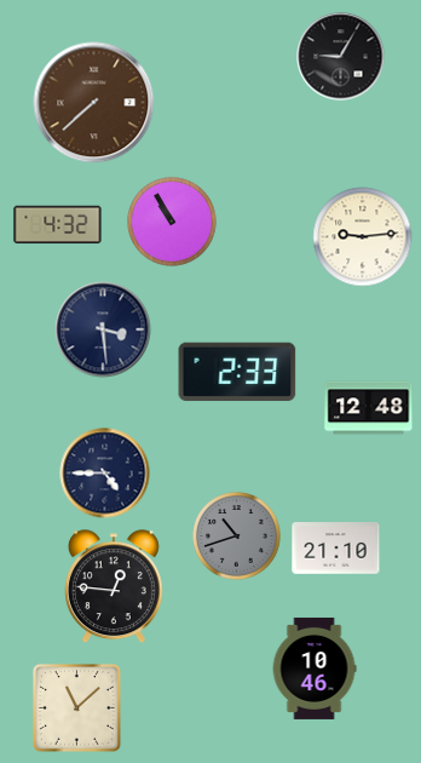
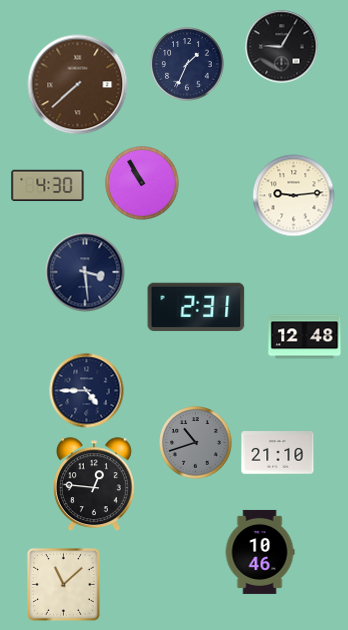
clock at (187, 64): none -> 1:34
clock at (58, 225): 4:32 -> 4:30
clock at (363, 237) position: (363, 237) -> (294, 196)
clock at (237, 372): 2:33 -> 2:31
